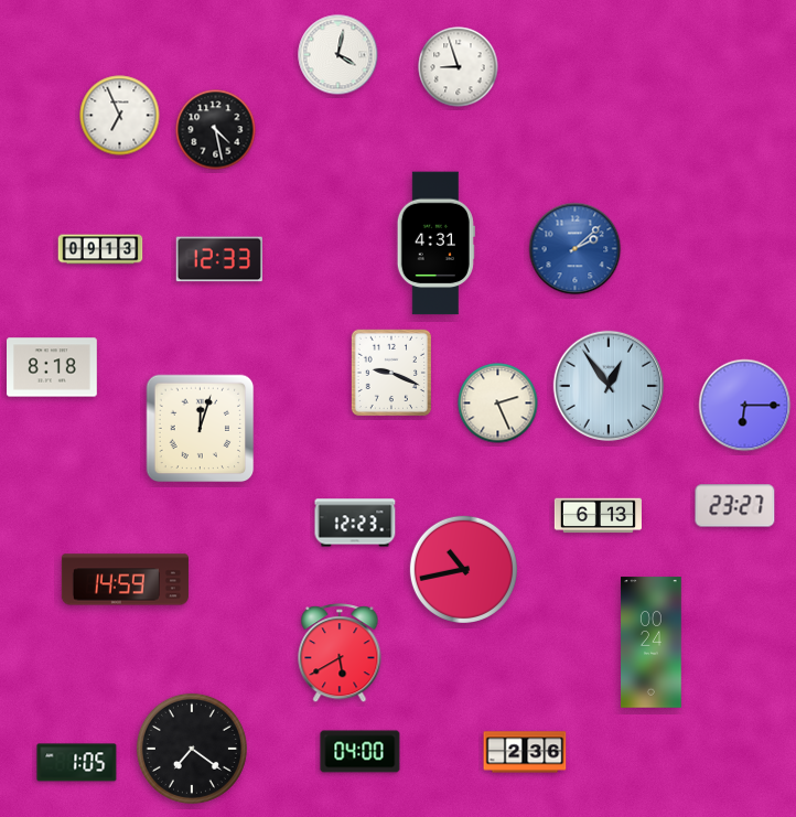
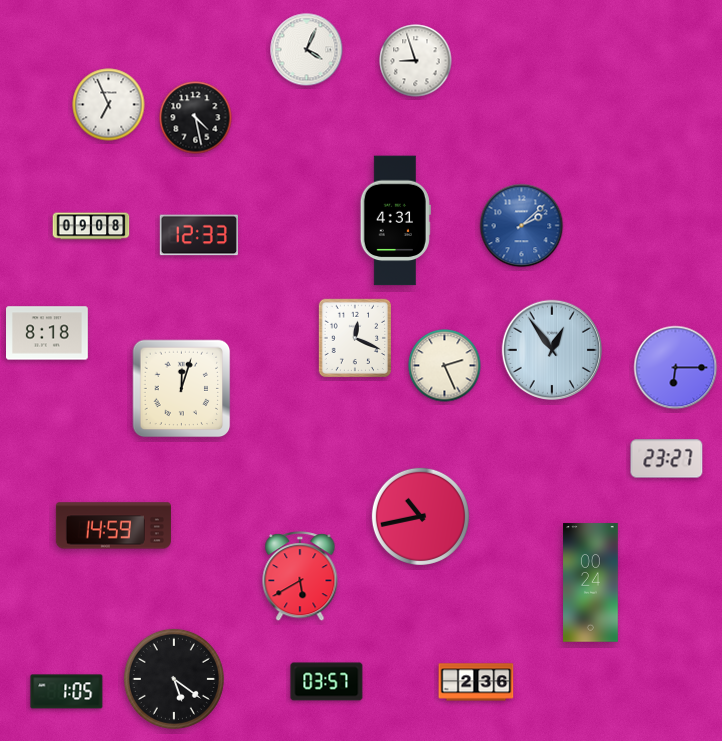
clock at (338, 55): 4:02 -> 4:04
clock at (100, 249): 09:13 -> 09:08
clock at (390, 373): 9:19 -> 12:19
clock at (498, 404) position: (498, 404) -> (445, 366)
clock at (598, 516): 6:13 -> none
clock at (355, 523): 12:23 -> none
clock at (340, 654) position: (340, 654) -> (300, 577)
clock at (192, 749): 7:21 -> 5:21
clock at (361, 752): 04:00 -> 03:57
clock at (77, 763) position: (77, 763) -> (67, 692)
